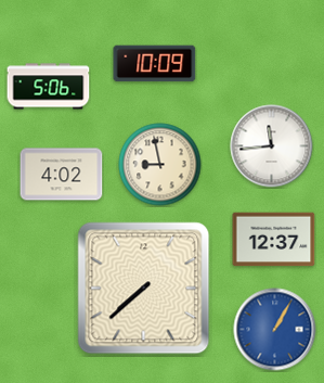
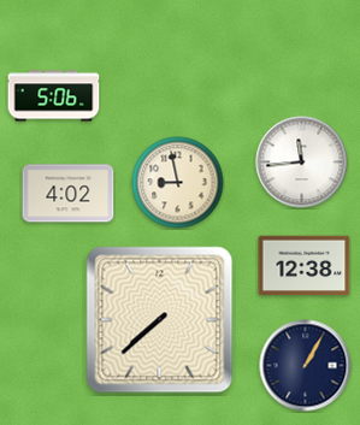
clock at (155, 64): 10:09 -> none
clock at (274, 240): 12:37 -> 12:38
clock at (275, 330) dial: blue -> navy
